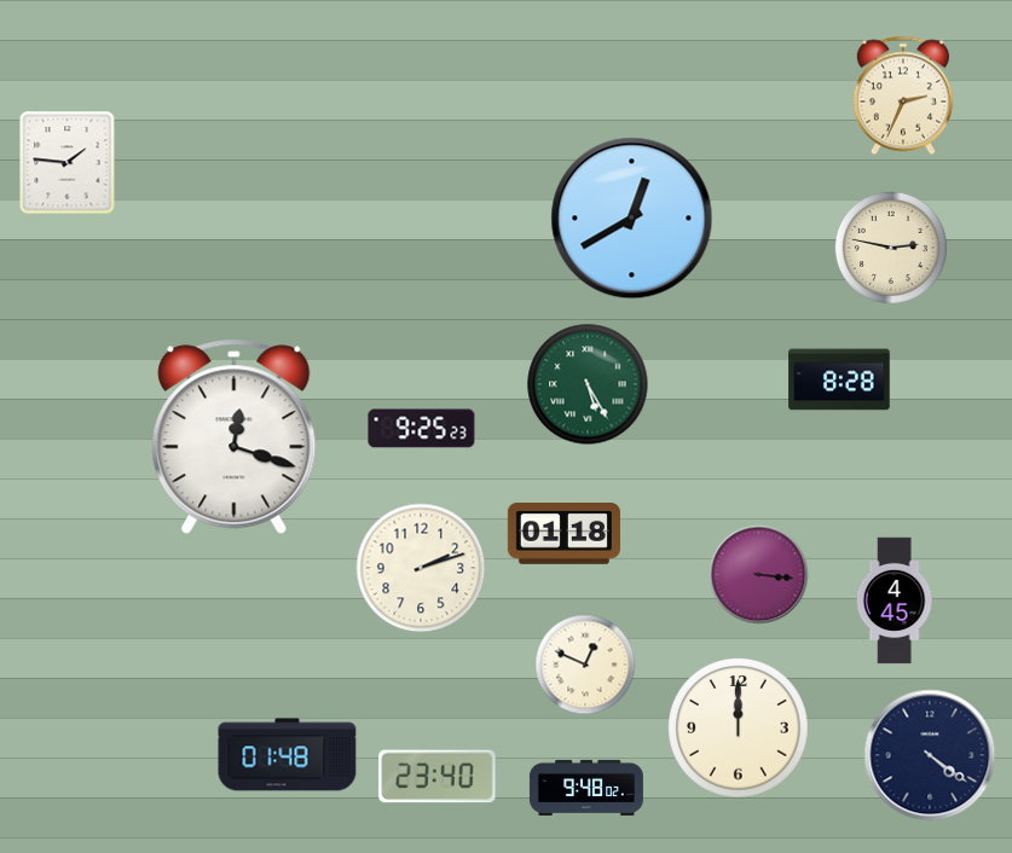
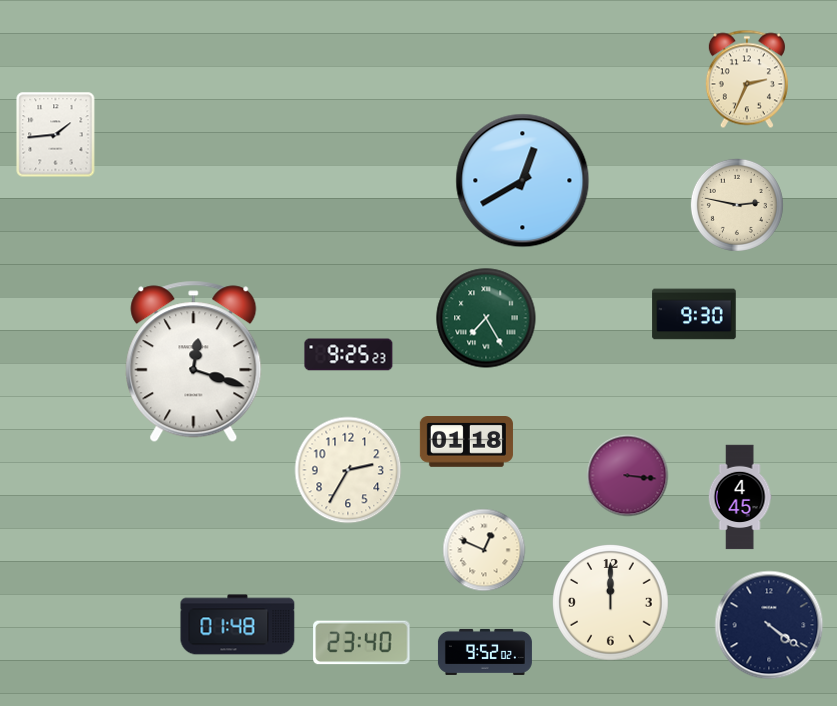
clock at (68, 163): 1:46 -> 1:44
clock at (839, 379): 8:28 -> 9:30
clock at (588, 384): 5:25 -> 7:25
clock at (421, 568): 2:12 -> 2:35
clock at (586, 788): 9:48 -> 9:52
